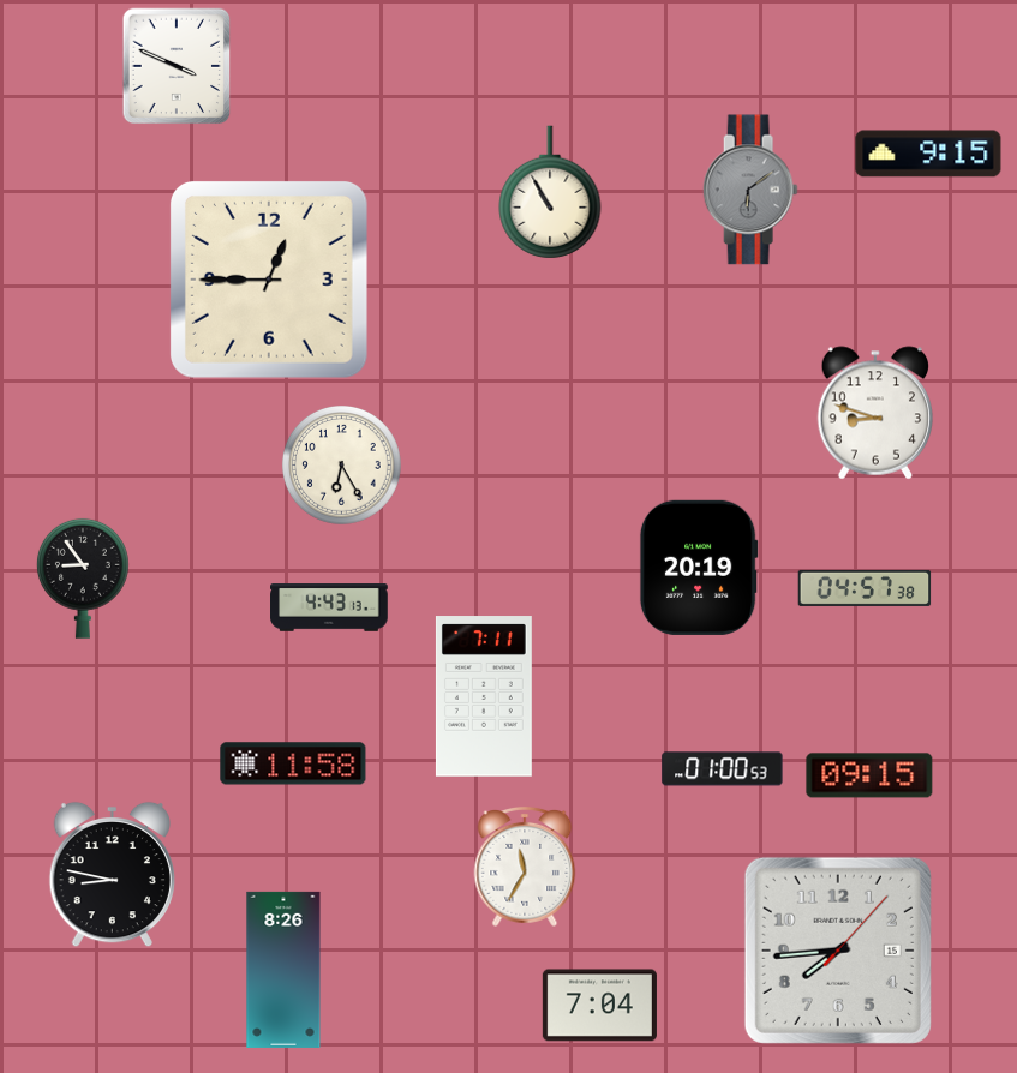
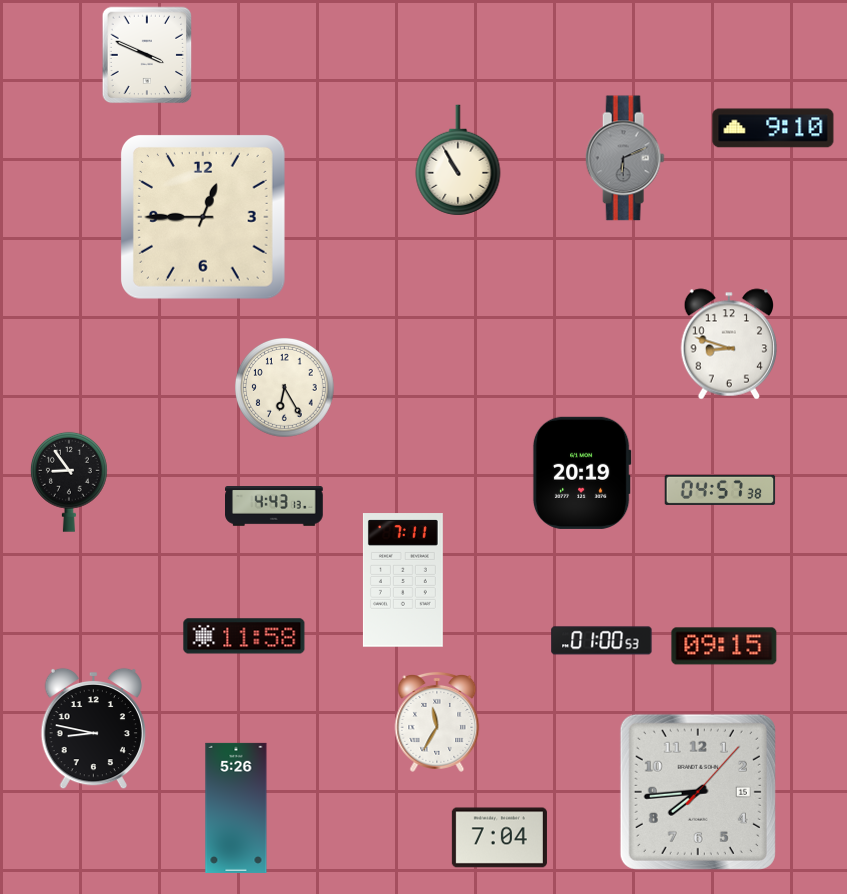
clock at (928, 154): 9:15 -> 9:10
clock at (750, 190): 6:09 -> 6:11
clock at (269, 280) position: (269, 280) -> (203, 217)
clock at (283, 970): 8:26 -> 5:26
